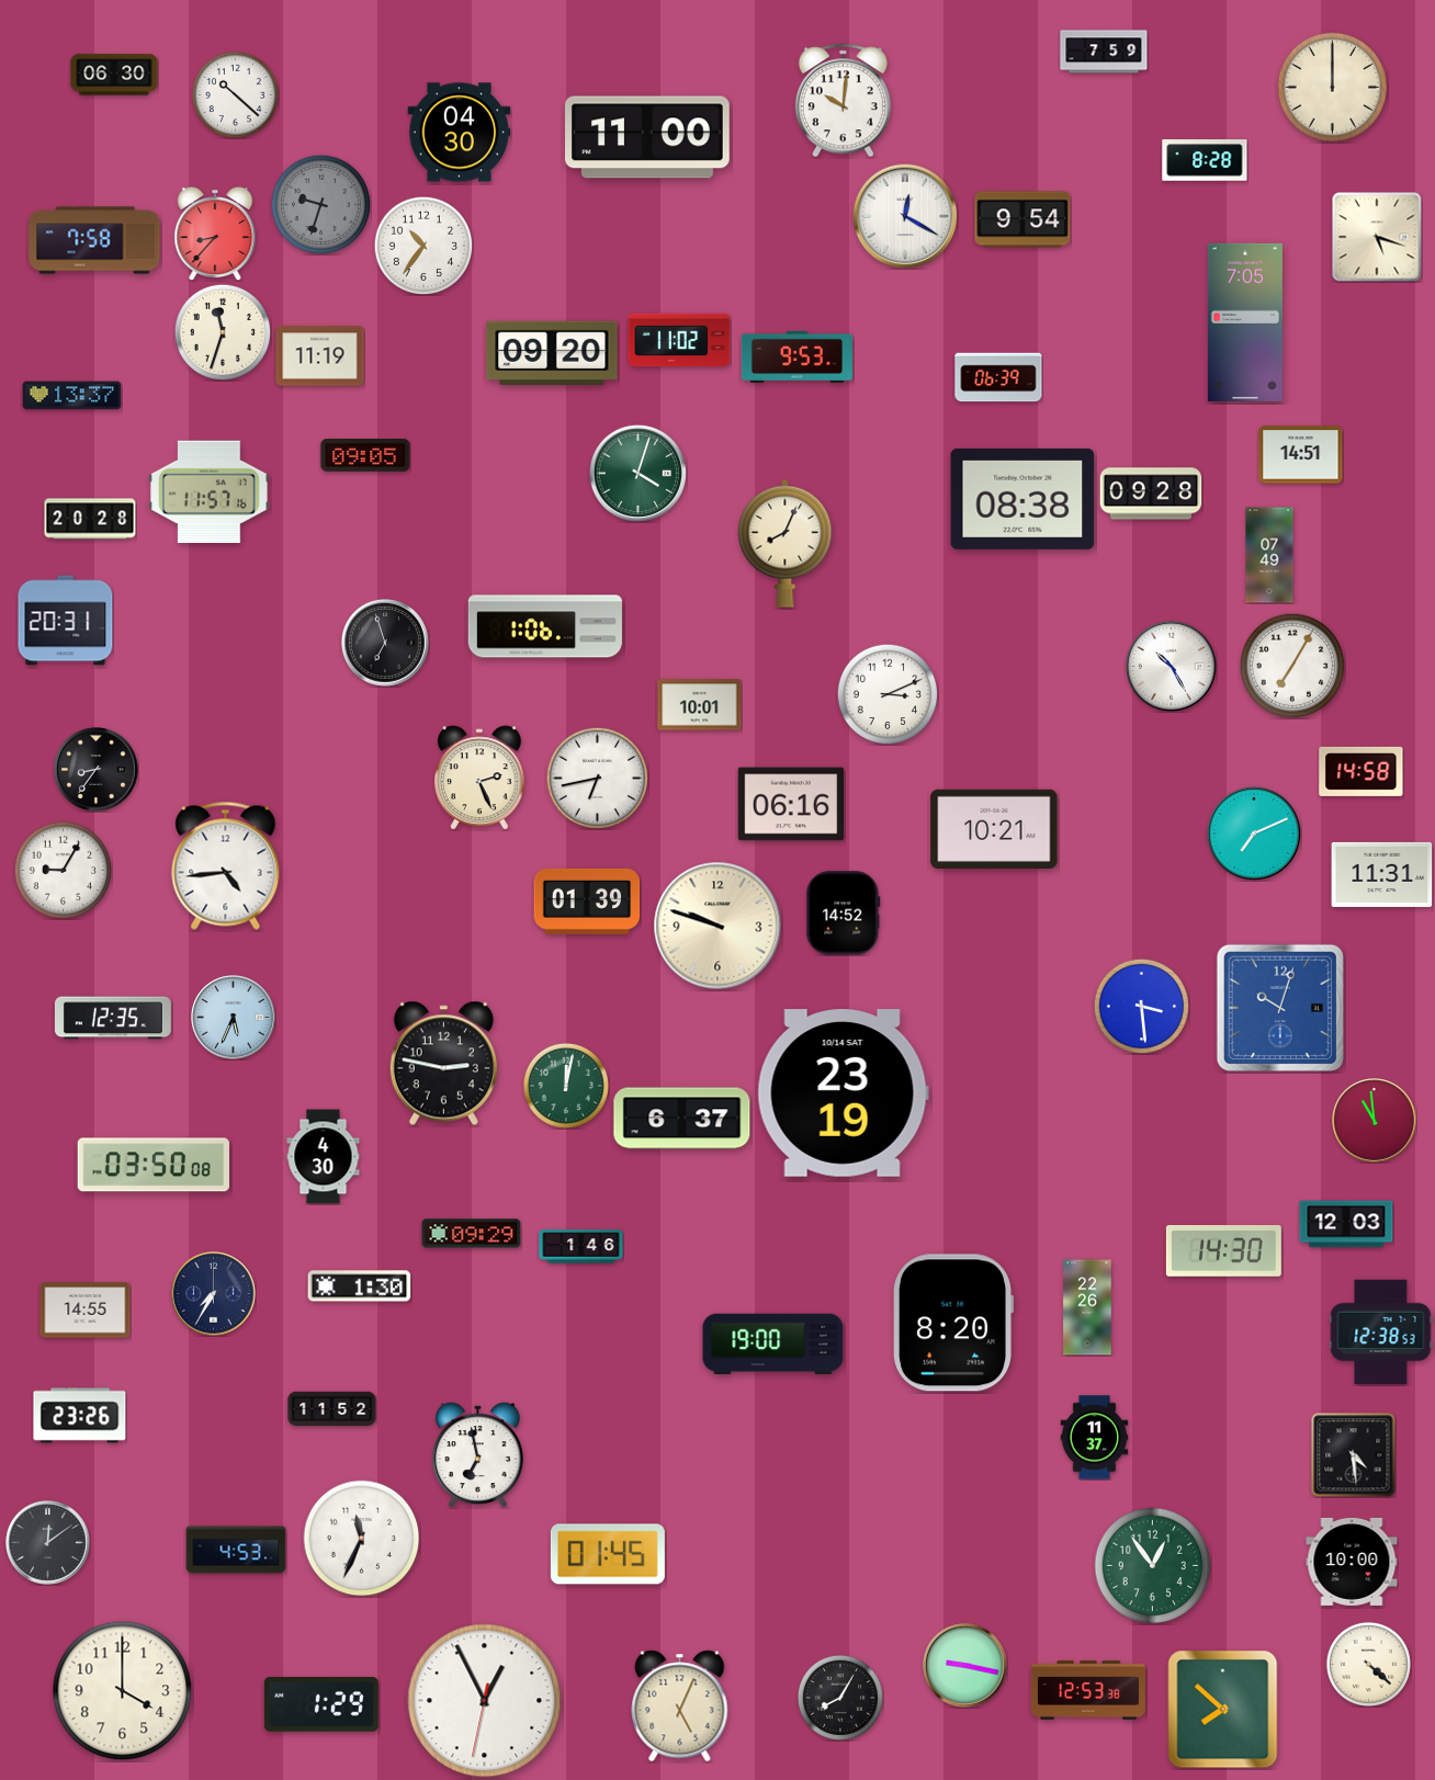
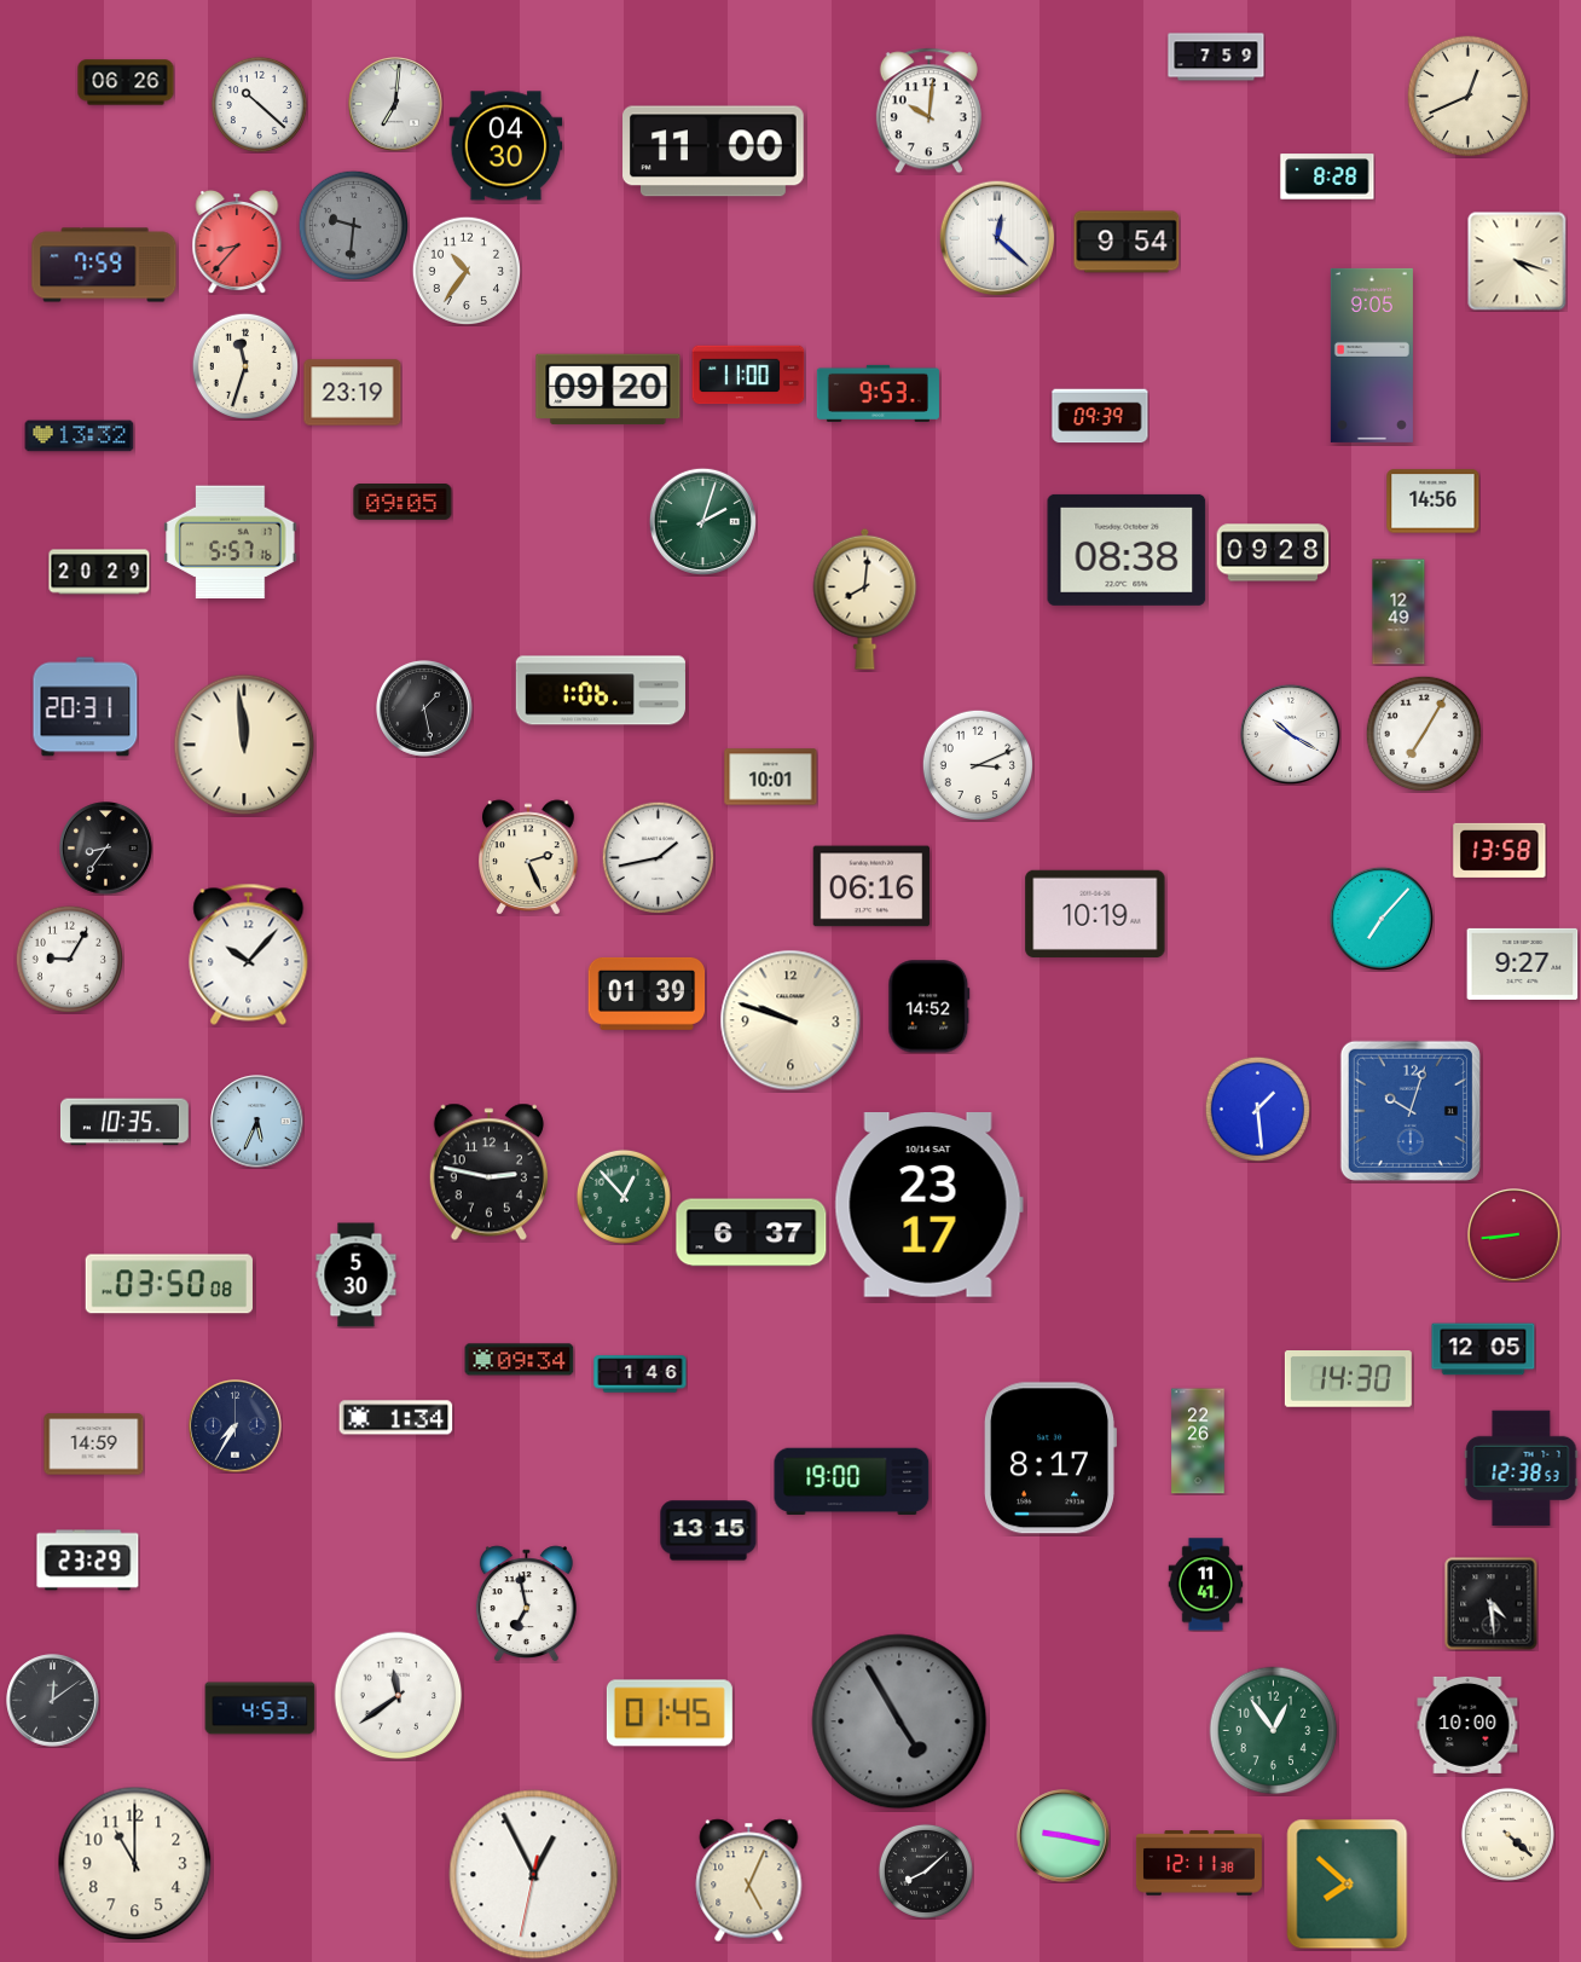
clock at (114, 75): 06:30 -> 06:26
clock at (1333, 88): 12:00 -> 12:41
clock at (395, 104): none -> 7:01
clock at (320, 204): 9:33 -> 9:31
clock at (905, 216): 12:20 -> 12:22
clock at (215, 234) position: (215, 234) -> (237, 242)
clock at (1377, 237): 5:18 -> 4:18
clock at (94, 240): 7:58 -> 7:59
clock at (1245, 322): 7:05 -> 9:05
clock at (679, 340): 11:02 -> 11:00
clock at (320, 356): 11:19 -> 23:19
clock at (998, 377): 06:39 -> 09:39
clock at (72, 396): 13:37 -> 13:32
clock at (1301, 455): 14:51 -> 14:56
clock at (637, 473): 4:03 -> 2:03
clock at (210, 492): 11:57 -> 5:57
clock at (1151, 494) position: (1151, 494) -> (1273, 552)
clock at (90, 519): 20:28 -> 20:29
clock at (786, 543): 8:04 -> 8:01
clock at (1269, 555): 07:49 -> 12:49
clock at (66, 621) position: (66, 621) -> (86, 707)
clock at (386, 644): 6:57 -> 1:28
clock at (1171, 666): 10:25 -> 10:20
clock at (244, 745): none -> 11:59
clock at (1361, 771): 14:58 -> 13:58
clock at (597, 778): 6:43 -> 1:43
clock at (994, 829): 10:21 -> 10:19
clock at (1254, 834): 7:11 -> 7:07
clock at (226, 865): 4:44 -> 10:07
clock at (1382, 874): 11:31 -> 9:27
clock at (1141, 1006): 3:29 -> 1:29
clock at (113, 1018): 12:35 -> 10:35
clock at (566, 1086): 12:02 -> 12:53
clock at (843, 1093): 23:19 -> 23:17
clock at (1375, 1121): 10:59 -> 8:44
clock at (324, 1157): 4:30 -> 5:30
clock at (1346, 1224): 12:03 -> 12:05
clock at (472, 1234): 09:29 -> 09:34
clock at (360, 1286): 1:30 -> 1:34
clock at (86, 1311): 14:55 -> 14:59
clock at (953, 1323): 8:20 -> 8:17
clock at (708, 1530): none -> 13:15
clock at (332, 1409): 11:52 -> none
clock at (80, 1416): 23:26 -> 23:29
clock at (1095, 1438): 11:37 -> 11:41
clock at (362, 1539): 11:34 -> 11:39
clock at (899, 1721): none -> 4:55
clock at (1352, 1562) position: (1352, 1562) -> (1467, 1725)
clock at (1153, 1566) position: (1153, 1566) -> (1274, 1731)
clock at (1088, 1690): 12:53 -> 12:11
clock at (123, 1691): 4:00 -> 11:00
clock at (840, 1698): 8:05 -> 8:08
clock at (321, 1704): 1:29 -> none
